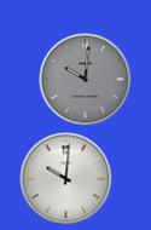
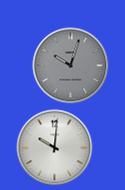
clock at (86, 80): 10:01 -> 10:03
